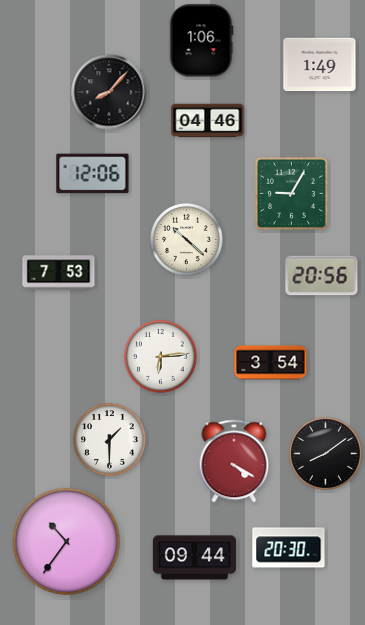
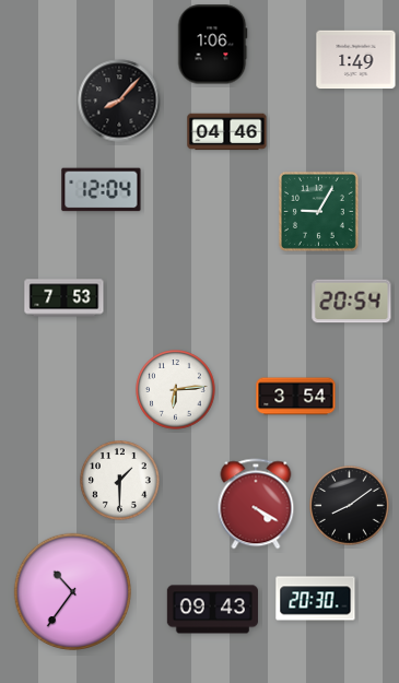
clock at (201, 41) position: (201, 41) -> (212, 45)
clock at (320, 65) position: (320, 65) -> (356, 60)
clock at (93, 174): 12:06 -> 12:04
clock at (187, 240): 10:22 -> none
clock at (322, 276): 20:56 -> 20:54
clock at (326, 454) position: (326, 454) -> (350, 506)
clock at (194, 558): 09:44 -> 09:43
